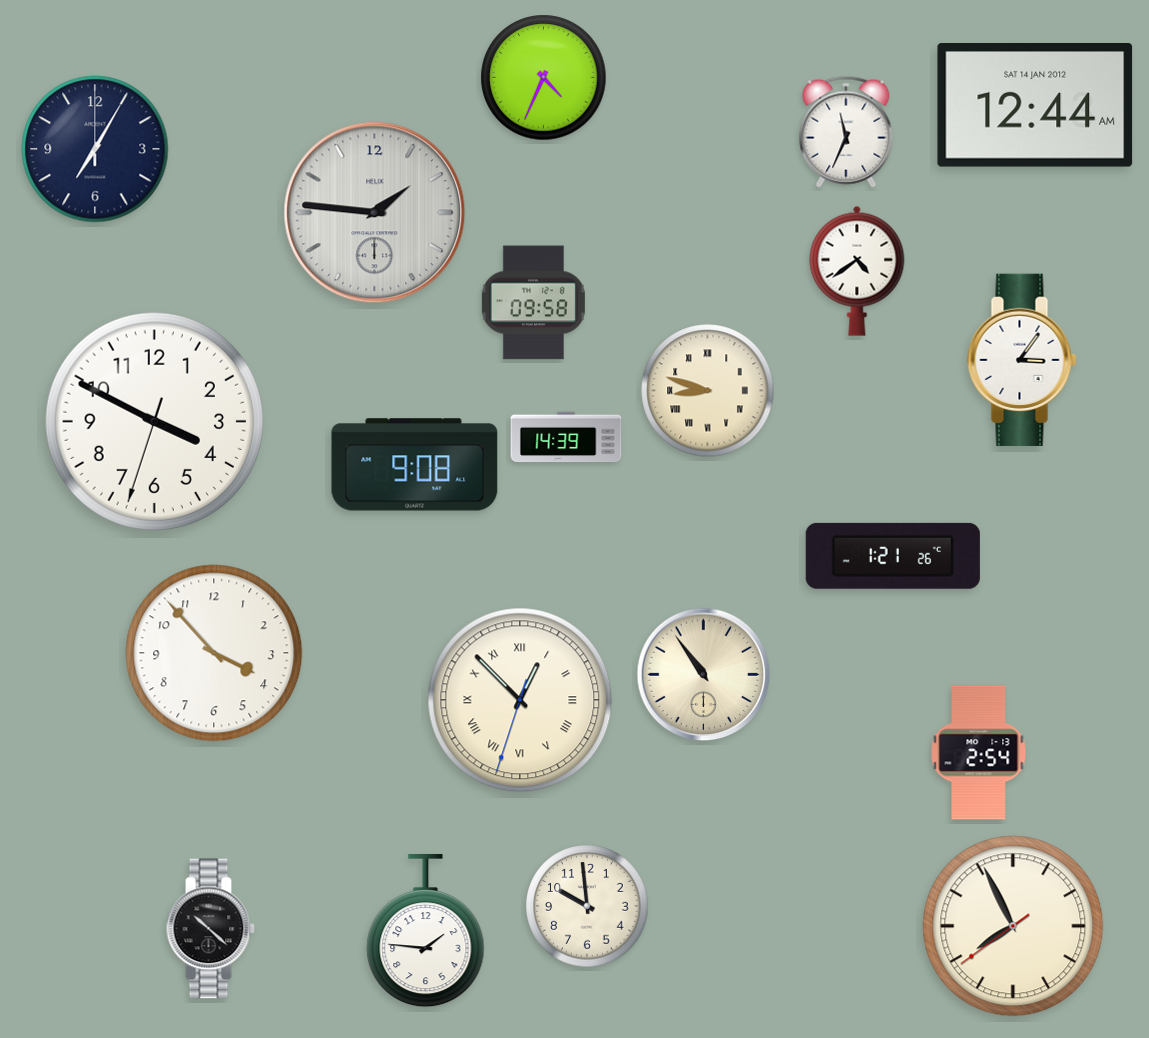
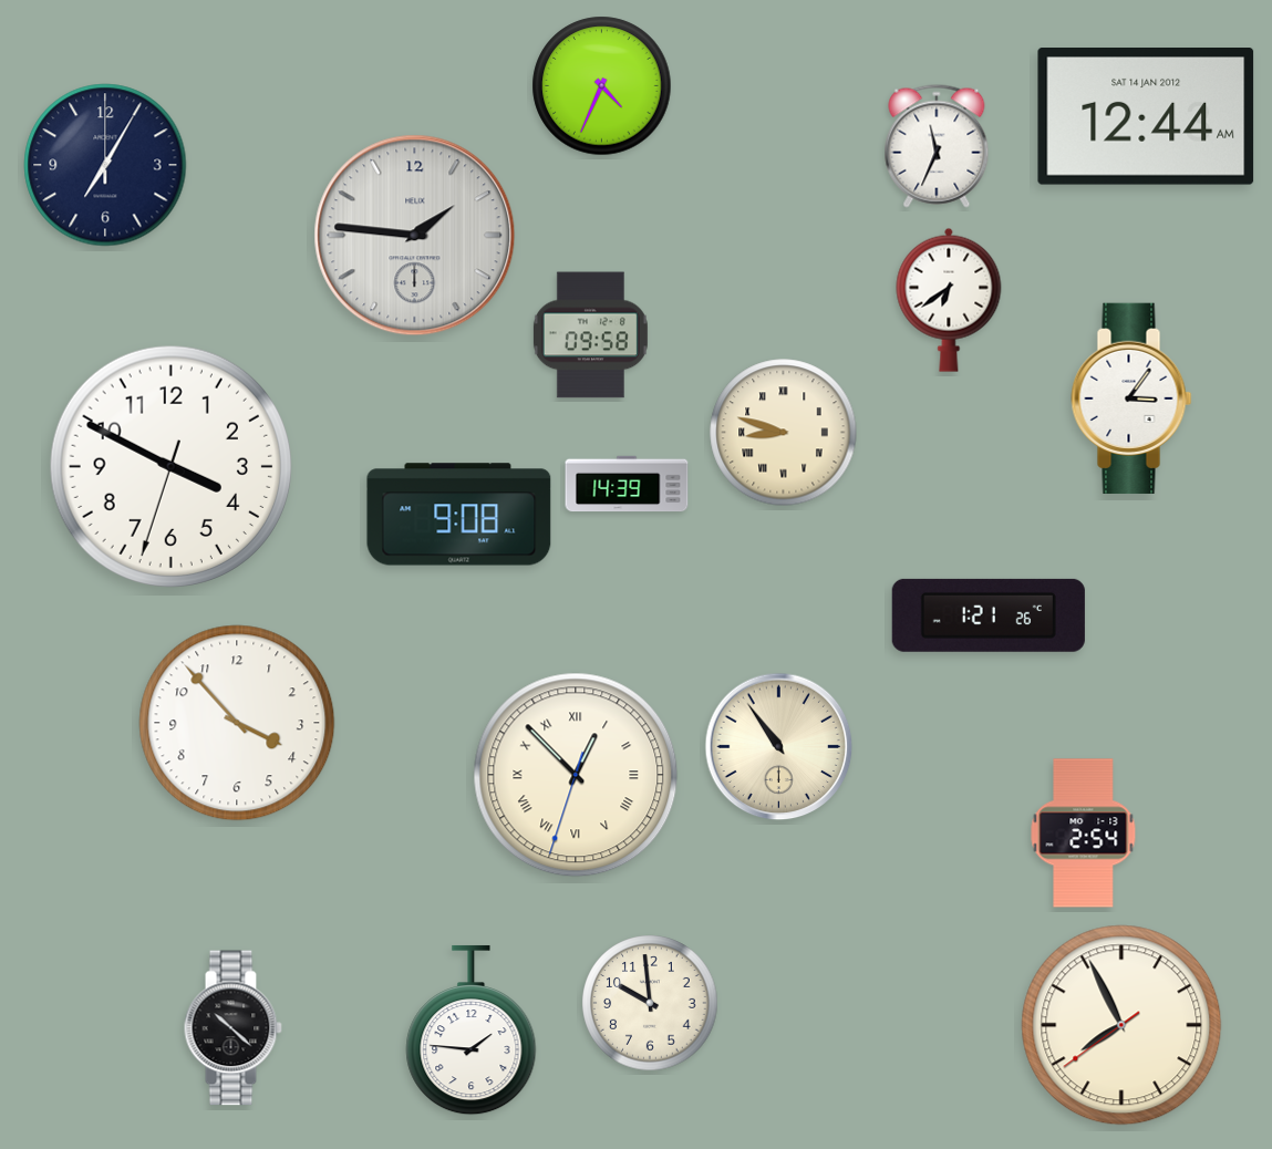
clock at (857, 271): 4:39 -> 6:39
